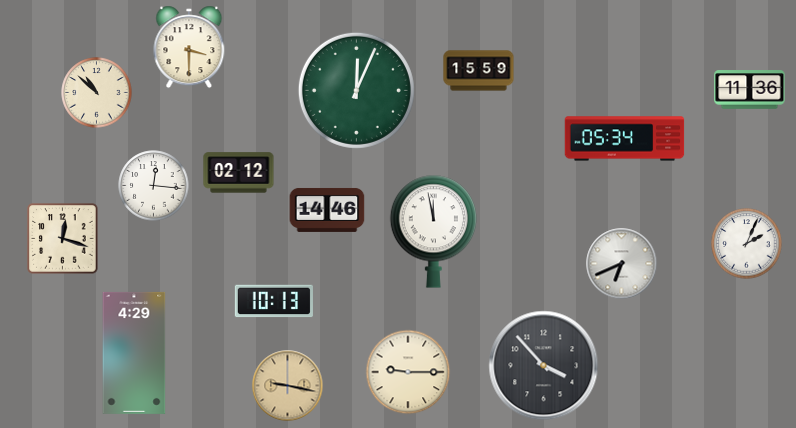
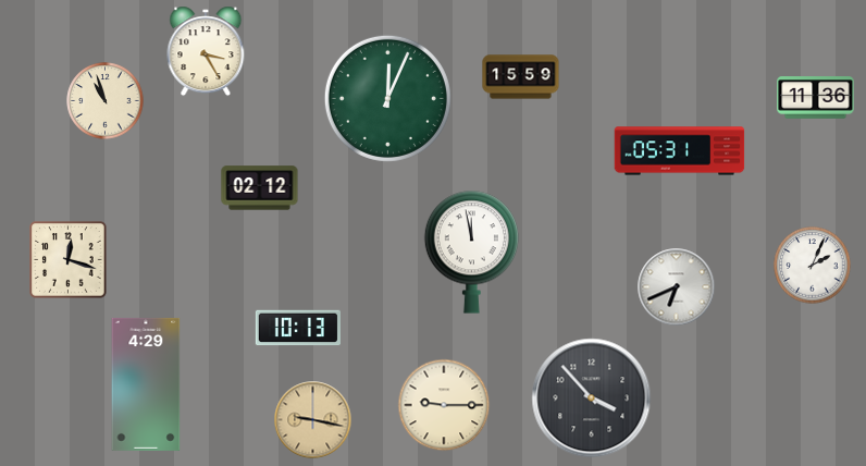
clock at (189, 47): 3:30 -> 3:25
clock at (97, 93): 10:52 -> 10:57
clock at (625, 139): 05:34 -> 05:31
clock at (154, 186): 12:16 -> none
clock at (327, 210): 14:46 -> none
